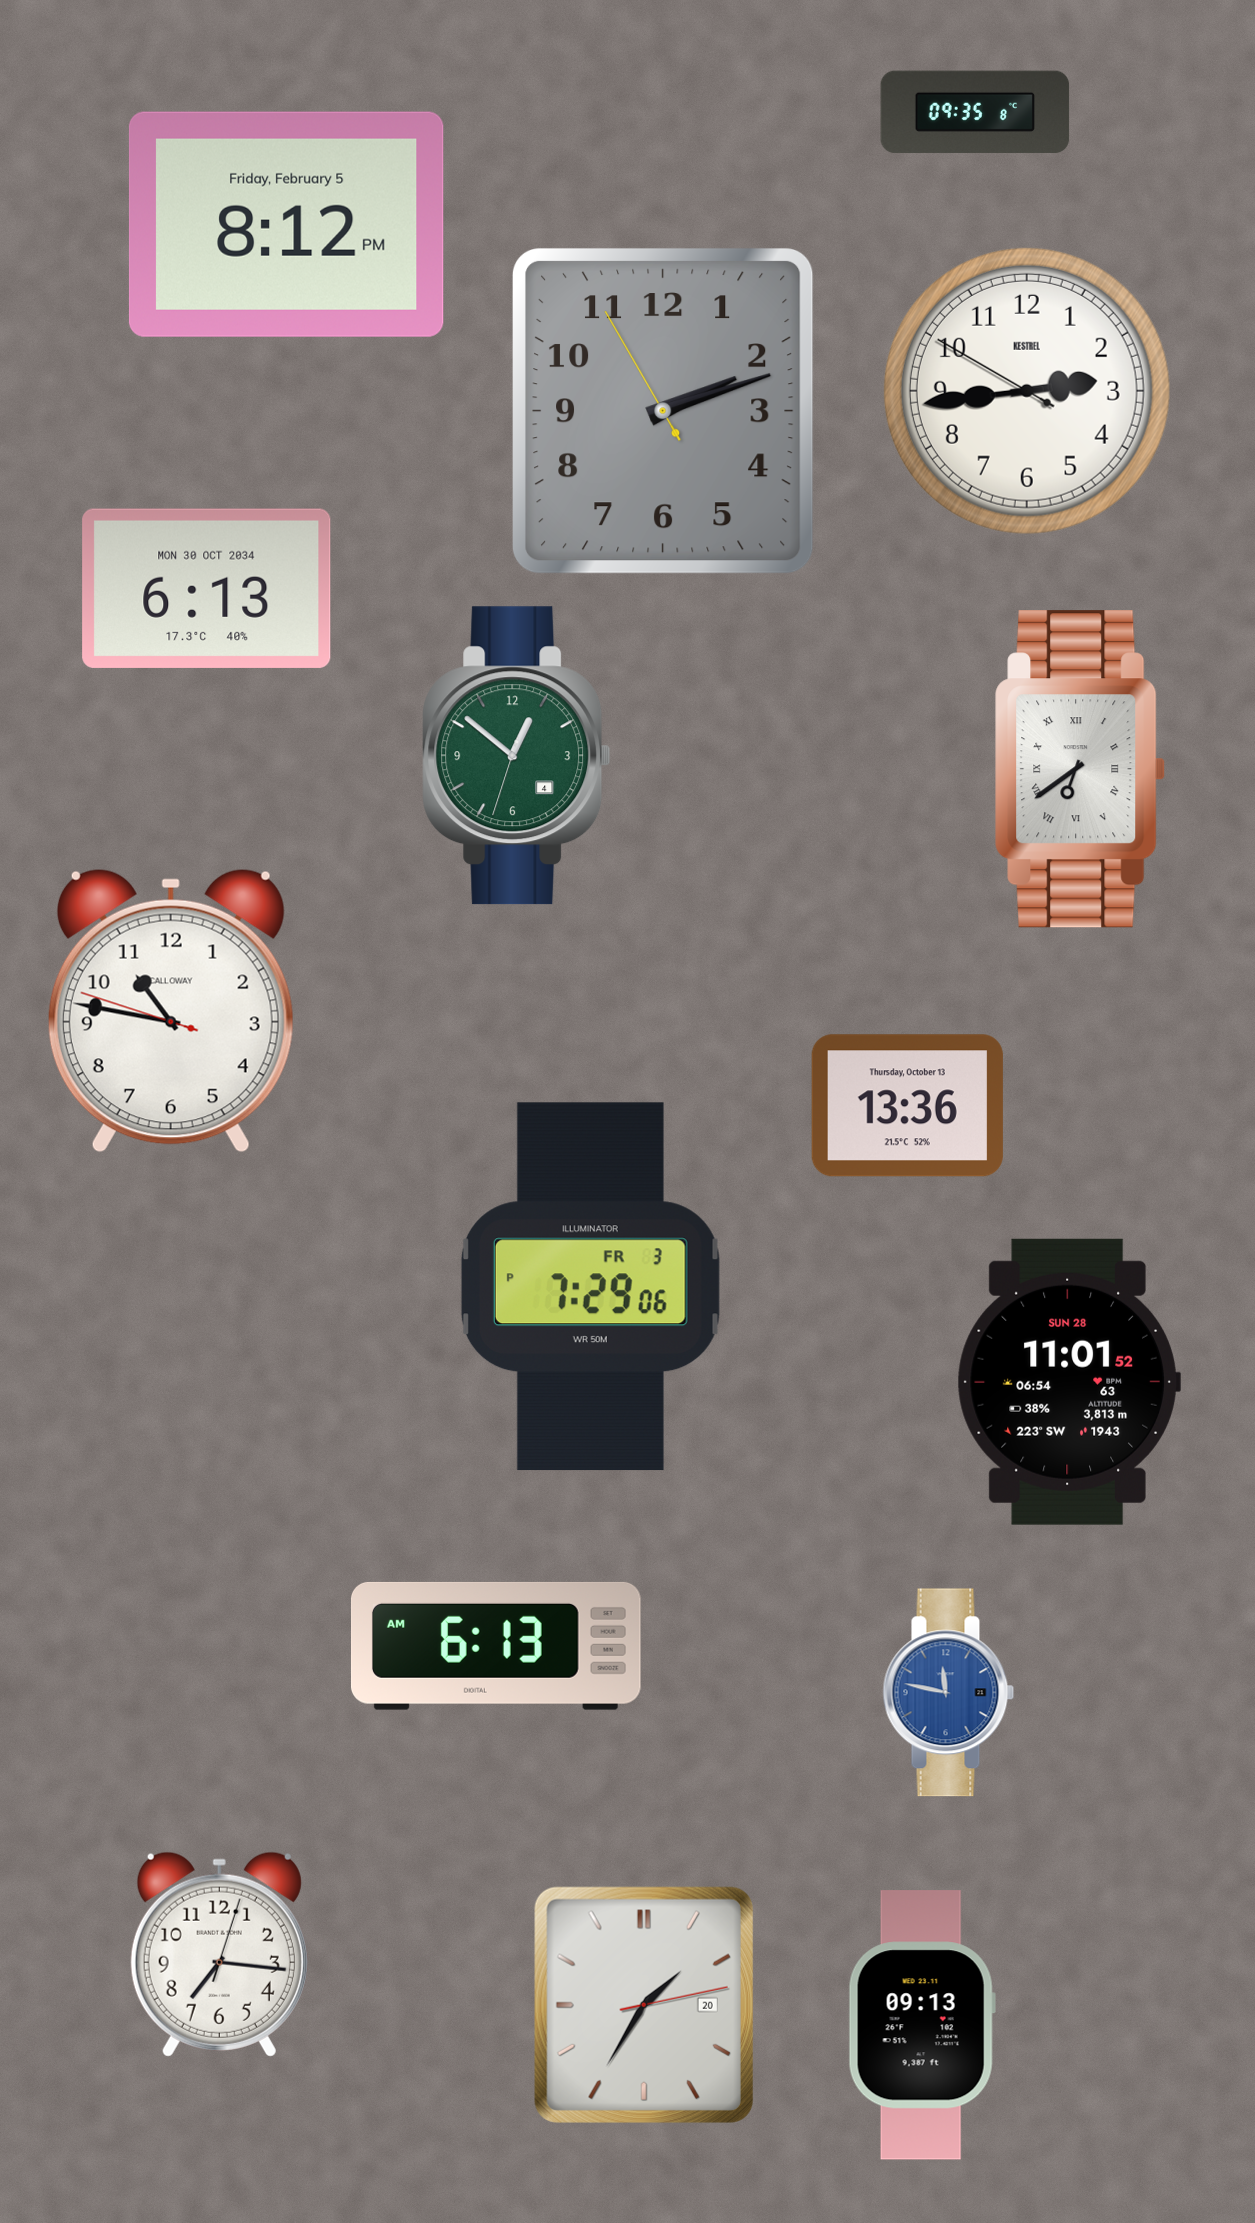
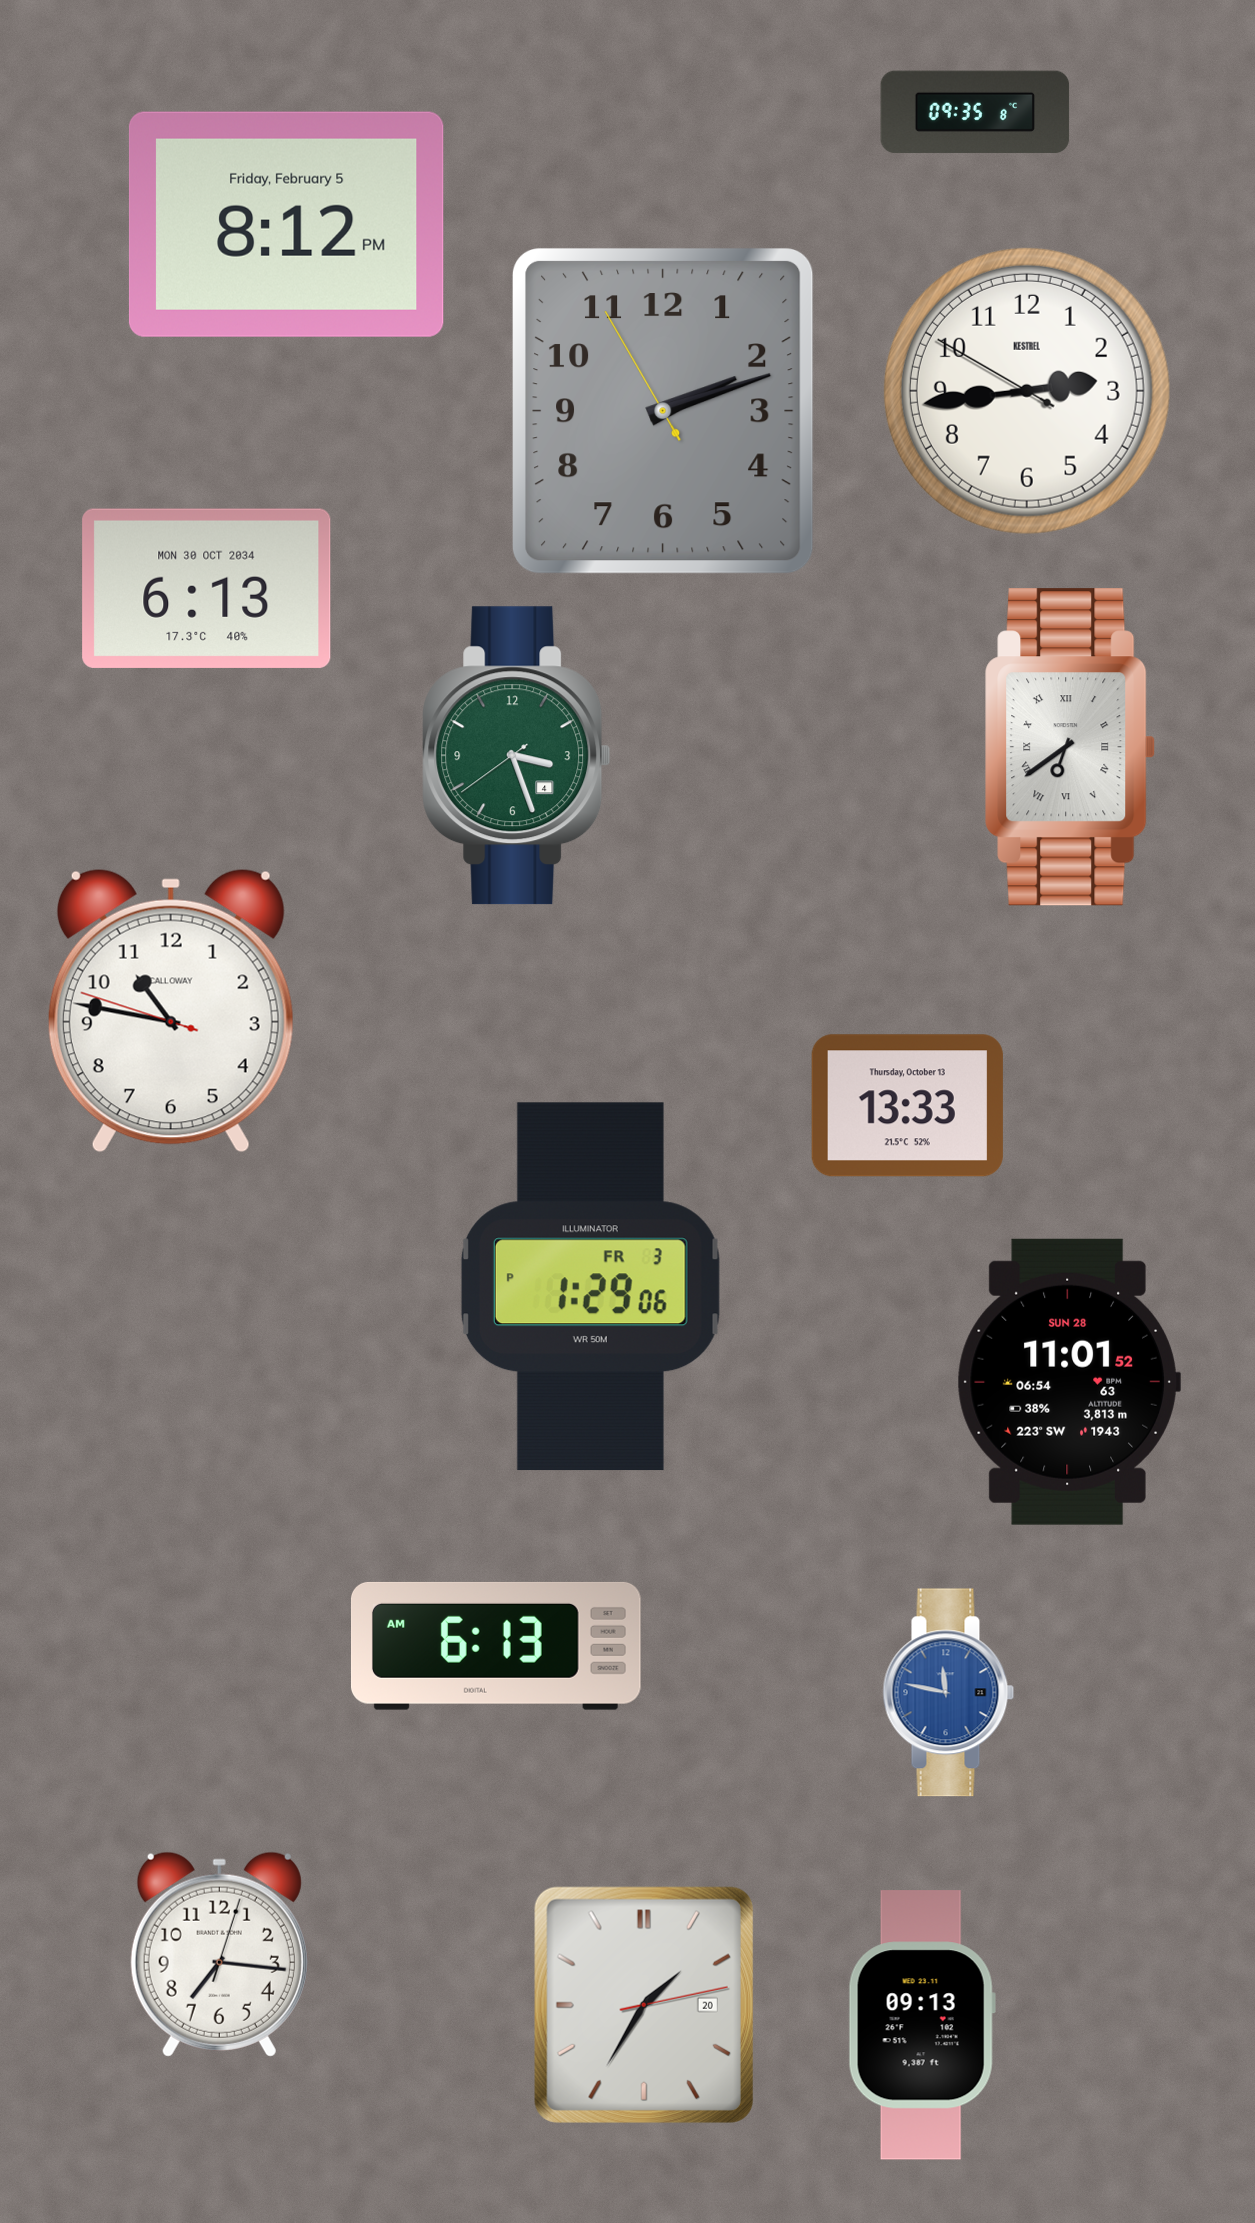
clock at (517, 756): 12:51 -> 3:26
clock at (1081, 769) position: (1081, 769) -> (1071, 747)
clock at (907, 1106): 13:36 -> 13:33
clock at (590, 1287): 7:29 -> 1:29
